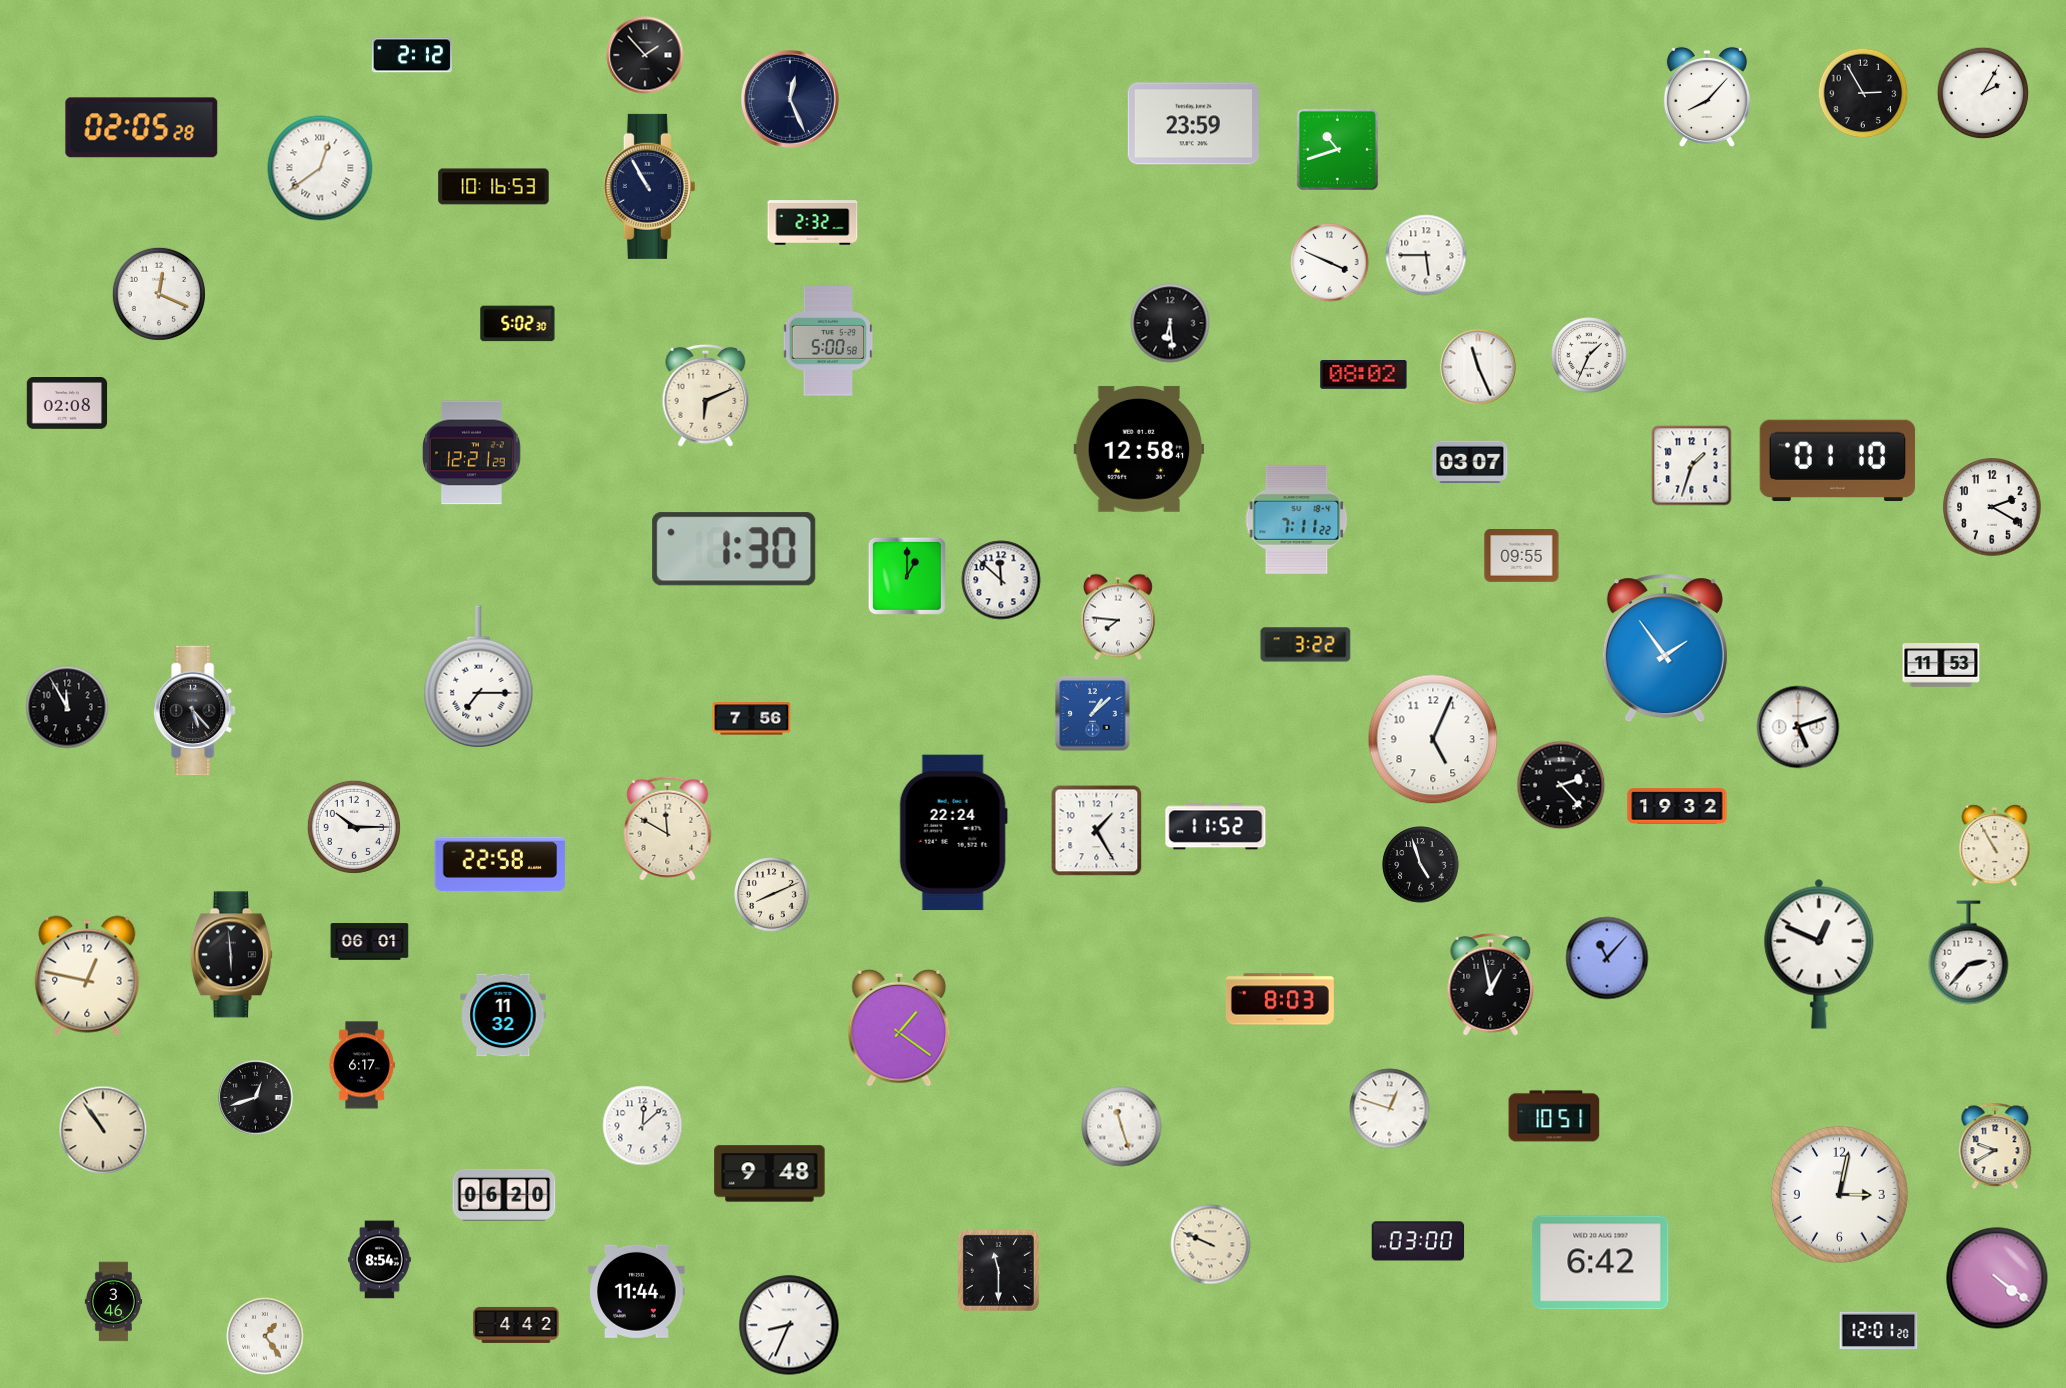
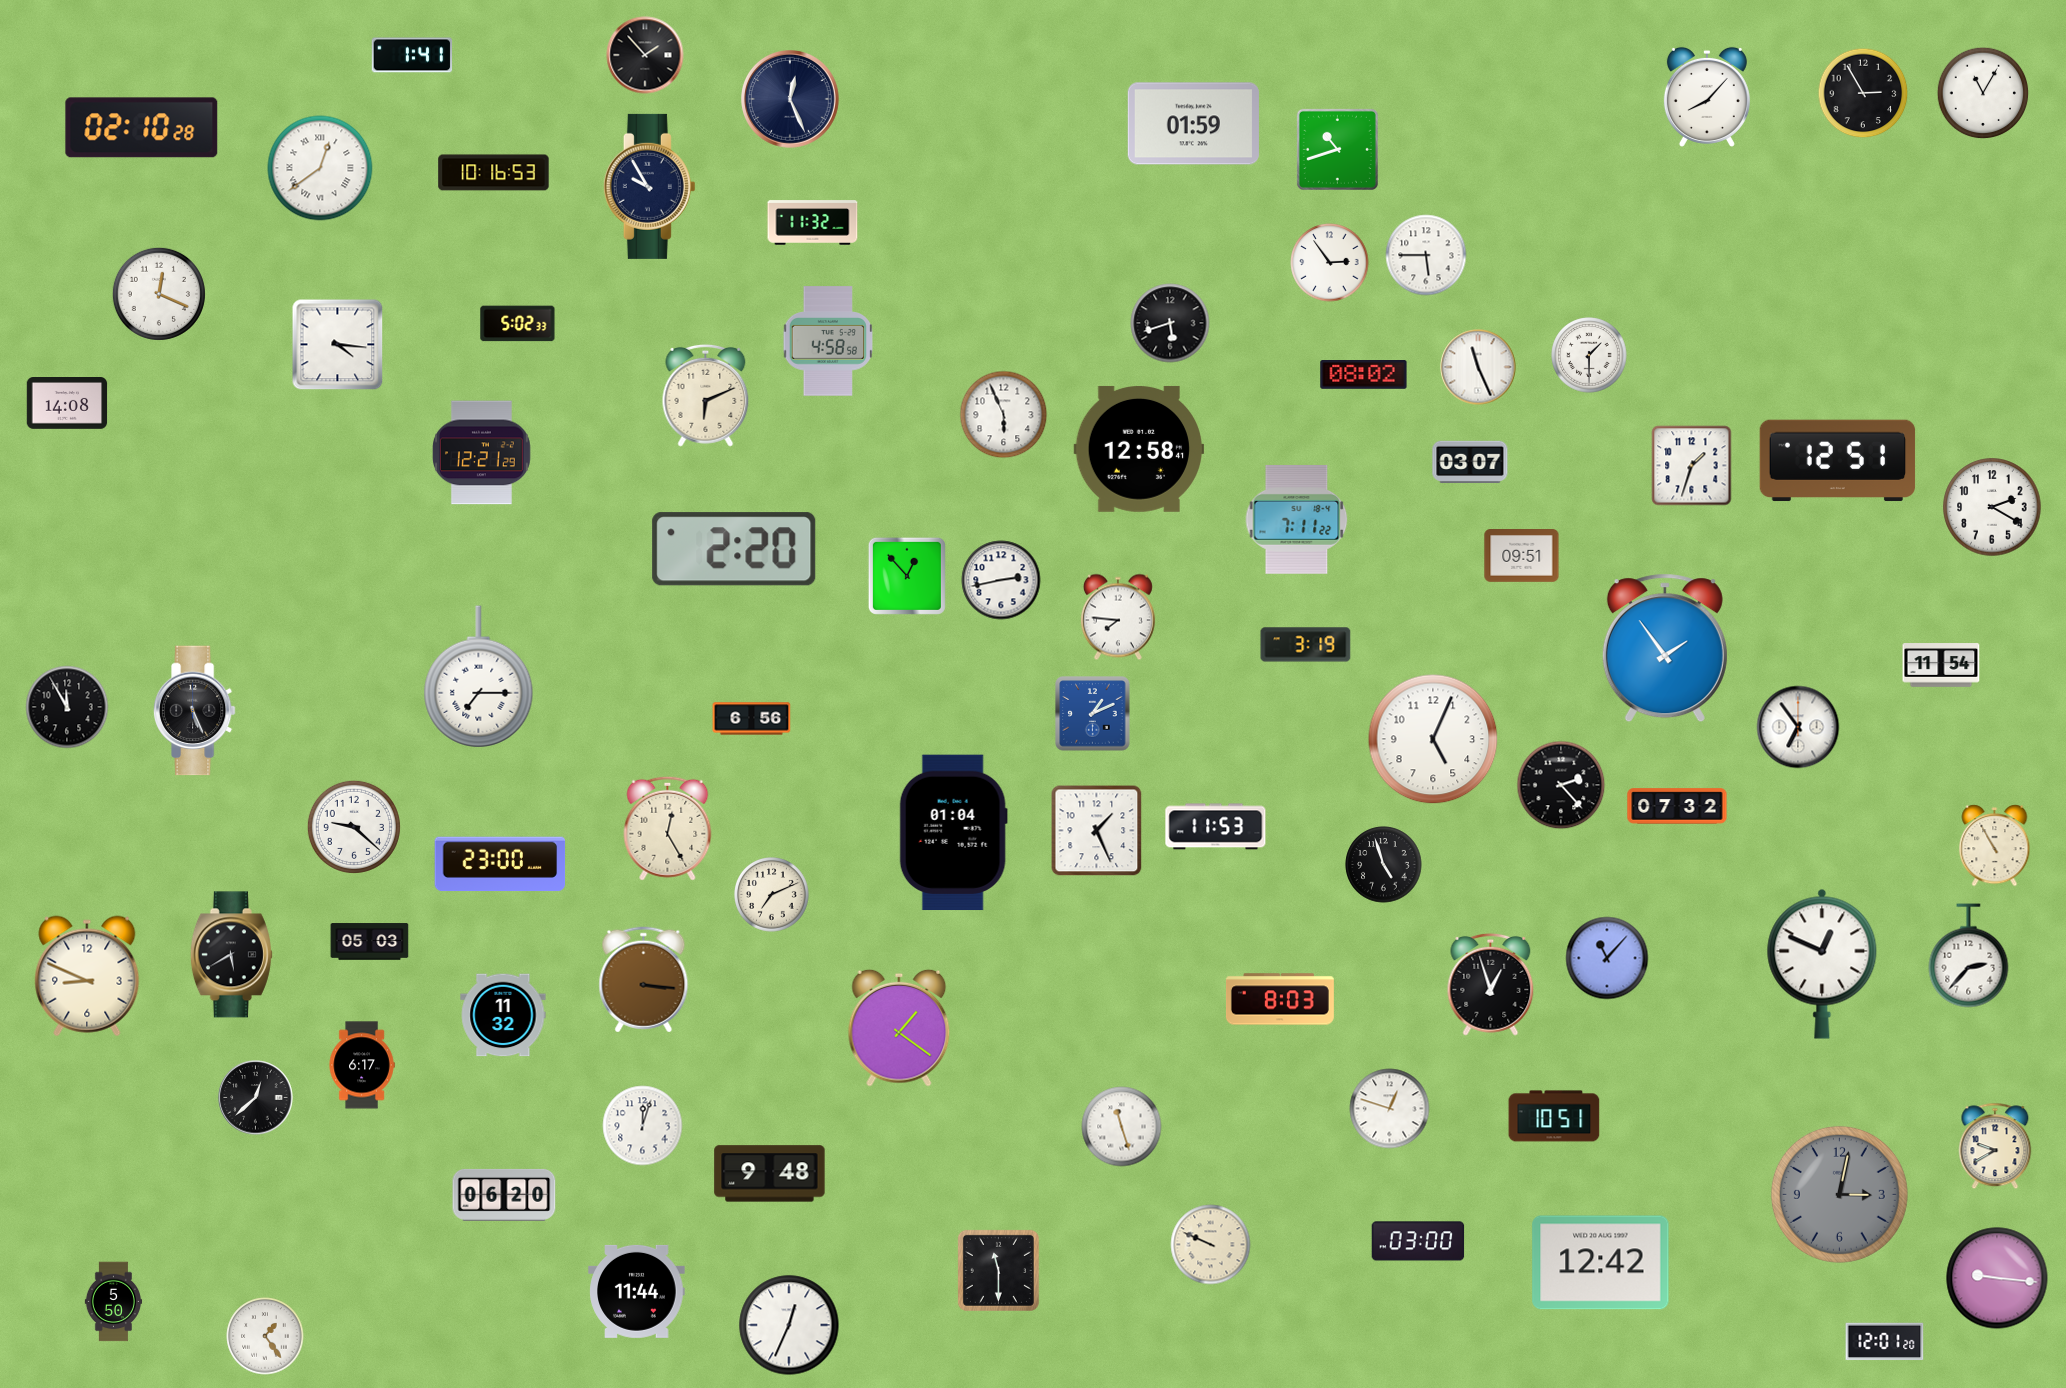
clock at (412, 55): 2:12 -> 1:41
clock at (1983, 93): 2:05 -> 11:05
clock at (1193, 124): 23:59 -> 01:59
clock at (142, 128): 02:05 -> 02:10
clock at (649, 186): 10:55 -> 9:55
clock at (494, 187) position: (494, 187) -> (494, 173)
clock at (813, 223): 2:32 -> 11:32
clock at (1330, 263): 3:49 -> 2:54
clock at (1170, 323): 6:29 -> 5:42
clock at (518, 324): 5:02:30 -> 5:02:33
clock at (828, 341): 5:00 -> 4:58
clock at (338, 345): none -> 4:16
clock at (1589, 355): 1:34 -> 1:30
clock at (67, 404): 02:08 -> 14:08
clock at (1004, 415): none -> 5:56
clock at (472, 453) position: (472, 453) -> (482, 453)
clock at (1838, 461): 01:10 -> 12:51
clock at (734, 549): 1:30 -> 2:20
clock at (1522, 556): 09:55 -> 09:51
clock at (907, 576): 1:00 -> 12:53
clock at (1001, 580): 11:52 -> 2:43
clock at (1306, 645): 3:22 -> 3:19
clock at (1941, 665): 11:53 -> 11:54
clock at (194, 711): 5:23 -> 5:26
clock at (1093, 714): 1:08 -> 1:11
clock at (752, 719): 7:56 -> 6:56
clock at (1798, 727): 5:12 -> 6:54
clock at (1677, 806): 19:32 -> 07:32
clock at (354, 827): 10:15 -> 9:22
clock at (1216, 827): 11:52 -> 11:53
clock at (668, 828): 11:50 -> 12:25
clock at (1097, 831): 1:25 -> 1:26
clock at (953, 833): 22:24 -> 01:04
clock at (500, 864): 22:58 -> 23:00
clock at (1421, 865) position: (1421, 865) -> (1384, 865)
clock at (772, 895): 8:11 -> 7:11
clock at (370, 942): 06:01 -> 05:03
clock at (1969, 953) position: (1969, 953) -> (1969, 956)
clock at (1819, 954) position: (1819, 954) -> (1822, 964)
clock at (231, 955): 5:59 -> 5:40
clock at (87, 976): 12:47 -> 8:49
clock at (644, 980): none -> 3:16
clock at (1491, 984): 12:58 -> 12:57
clock at (256, 1098): 12:42 -> 12:38
clock at (643, 1126): 12:08 -> 12:03
clock at (103, 1130): 10:54 -> none
clock at (1839, 1194) dial: white -> grey
clock at (380, 1260): 8:54 -> none
clock at (1601, 1263): 6:42 -> 12:42
clock at (1997, 1278): 4:21 -> 9:16
clock at (113, 1302): 3:46 -> 5:50
clock at (516, 1325): 4:42 -> none
clock at (789, 1325): 8:34 -> 12:34
clock at (1879, 1331) position: (1879, 1331) -> (1885, 1342)
